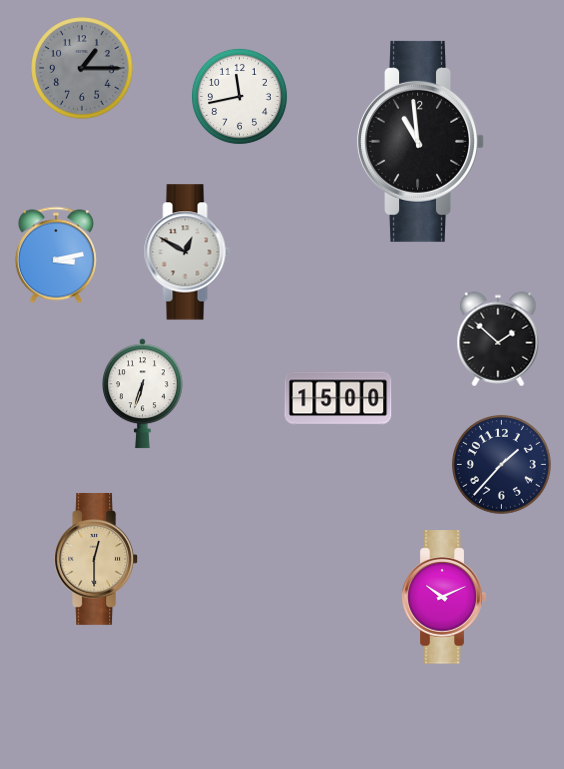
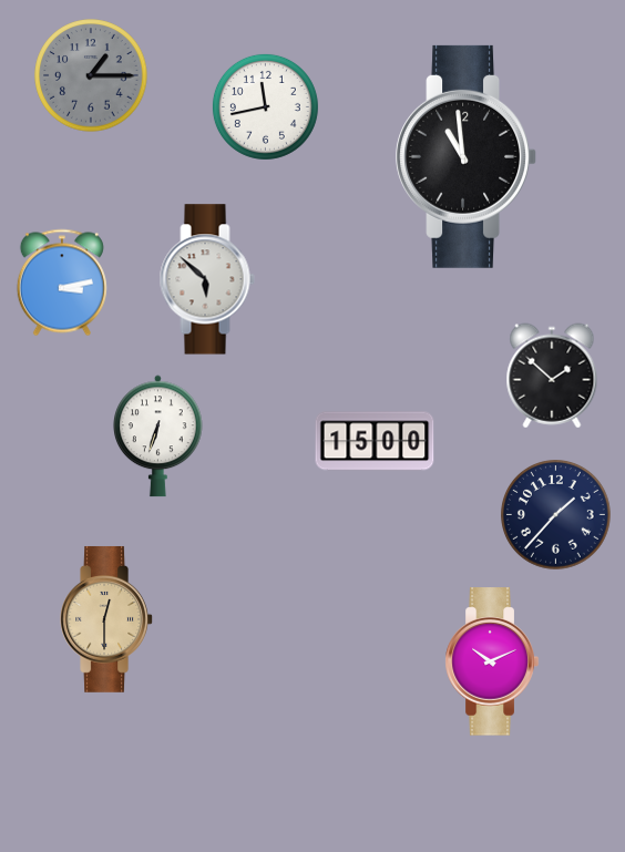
clock at (187, 252): 12:50 -> 5:52
